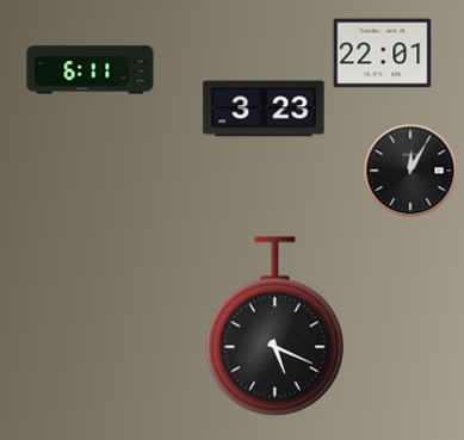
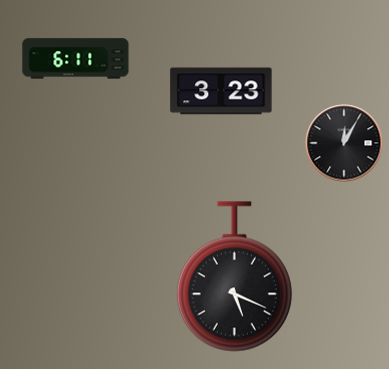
clock at (383, 54): 22:01 -> none
clock at (274, 327) position: (274, 327) -> (234, 277)
